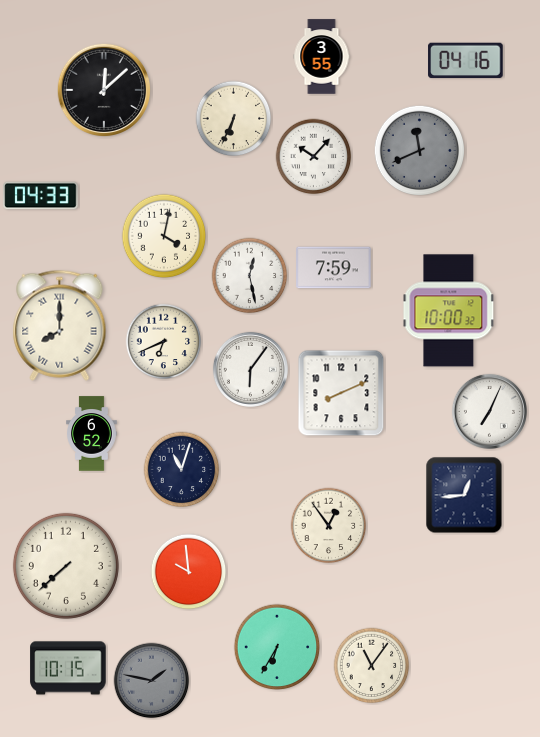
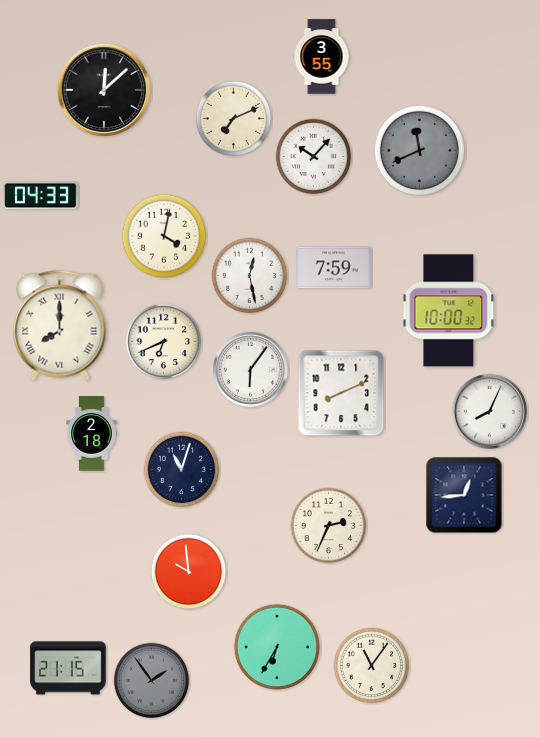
clock at (466, 61): 04:16 -> none
clock at (234, 119): 6:34 -> 7:11
clock at (489, 411): 7:04 -> 8:04
clock at (92, 434): 6:52 -> 2:18
clock at (329, 526): 12:54 -> 2:34
clock at (66, 566): 7:38 -> none
clock at (68, 668): 10:15 -> 21:15
clock at (152, 681): 1:47 -> 1:54
